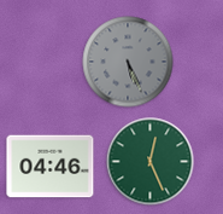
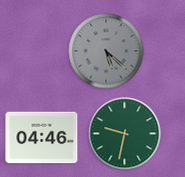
clock at (128, 62): 5:26 -> 5:22
clock at (151, 162): 12:26 -> 9:32
